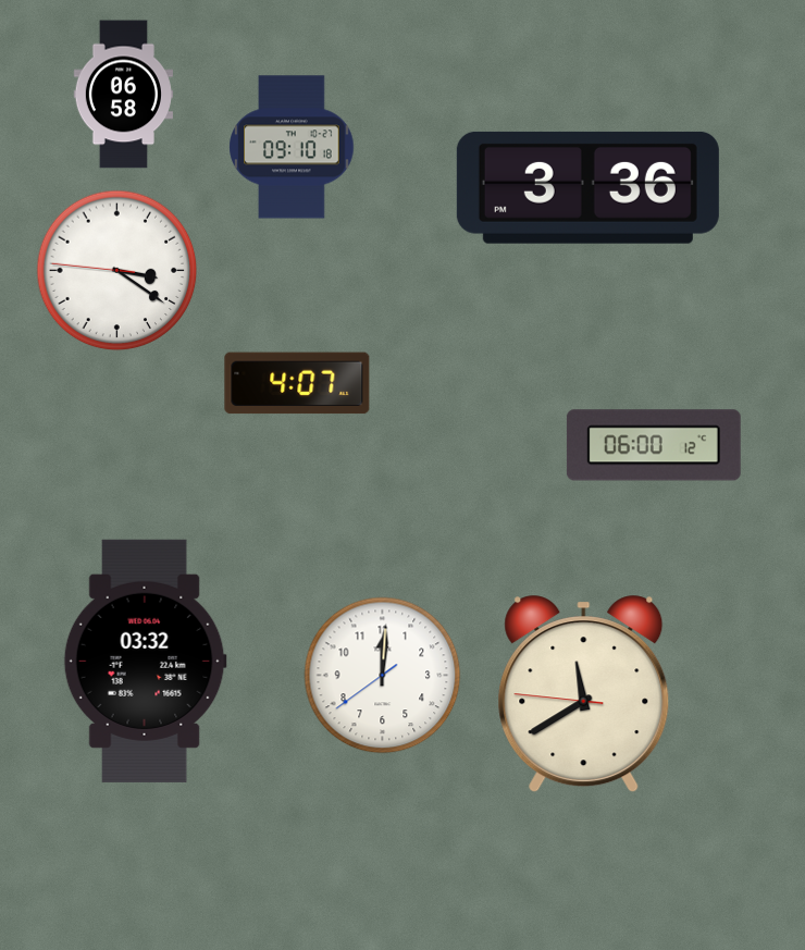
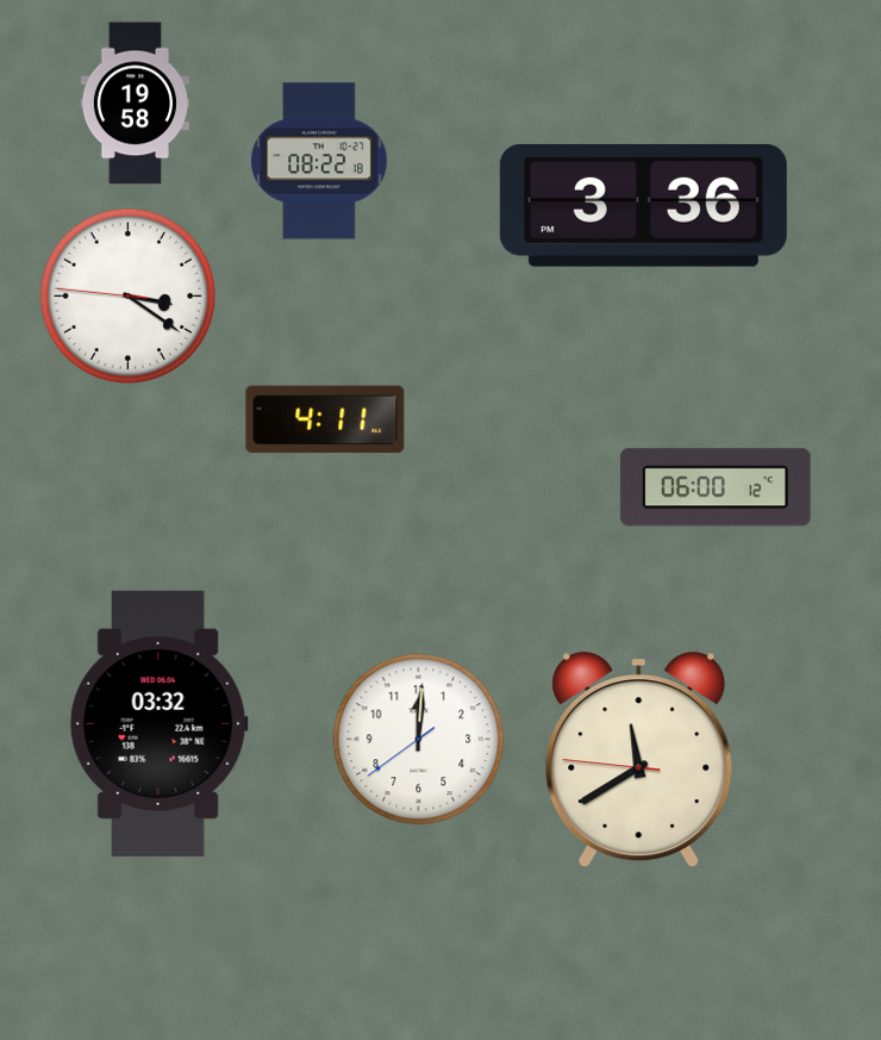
clock at (123, 95): 06:58 -> 19:58
clock at (292, 147): 09:10 -> 08:22
clock at (297, 383): 4:07 -> 4:11
